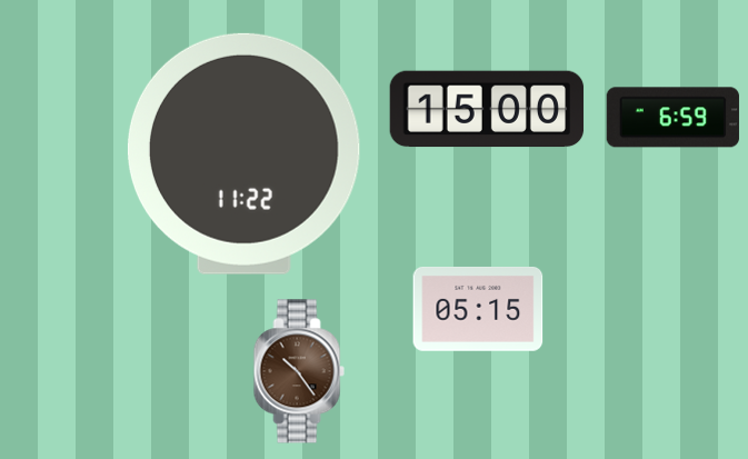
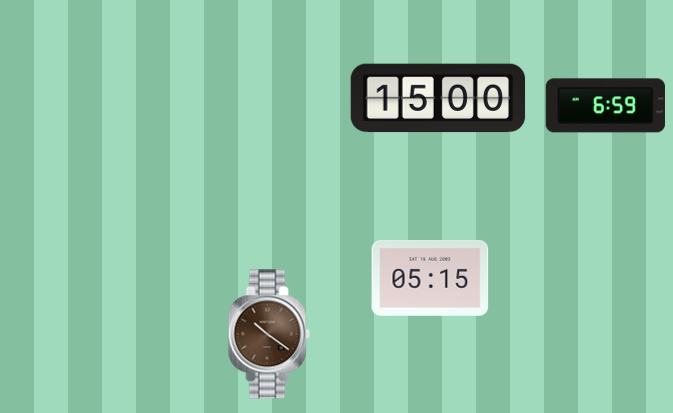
clock at (243, 153): 11:22 -> none
clock at (299, 371): 10:24 -> 10:21
